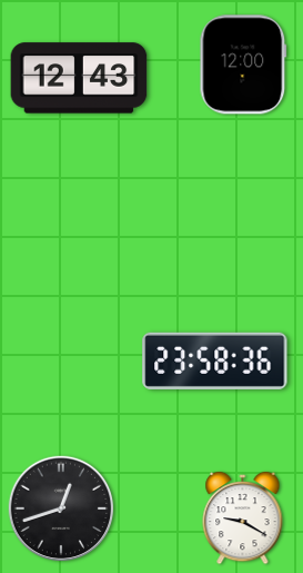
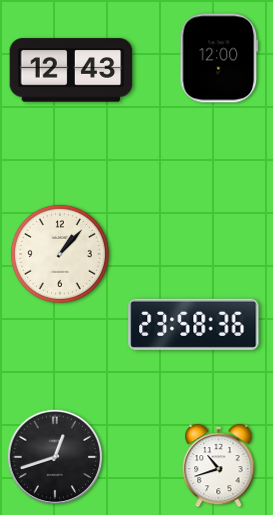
clock at (60, 254): none -> 1:07
clock at (243, 518): 9:20 -> 10:42
